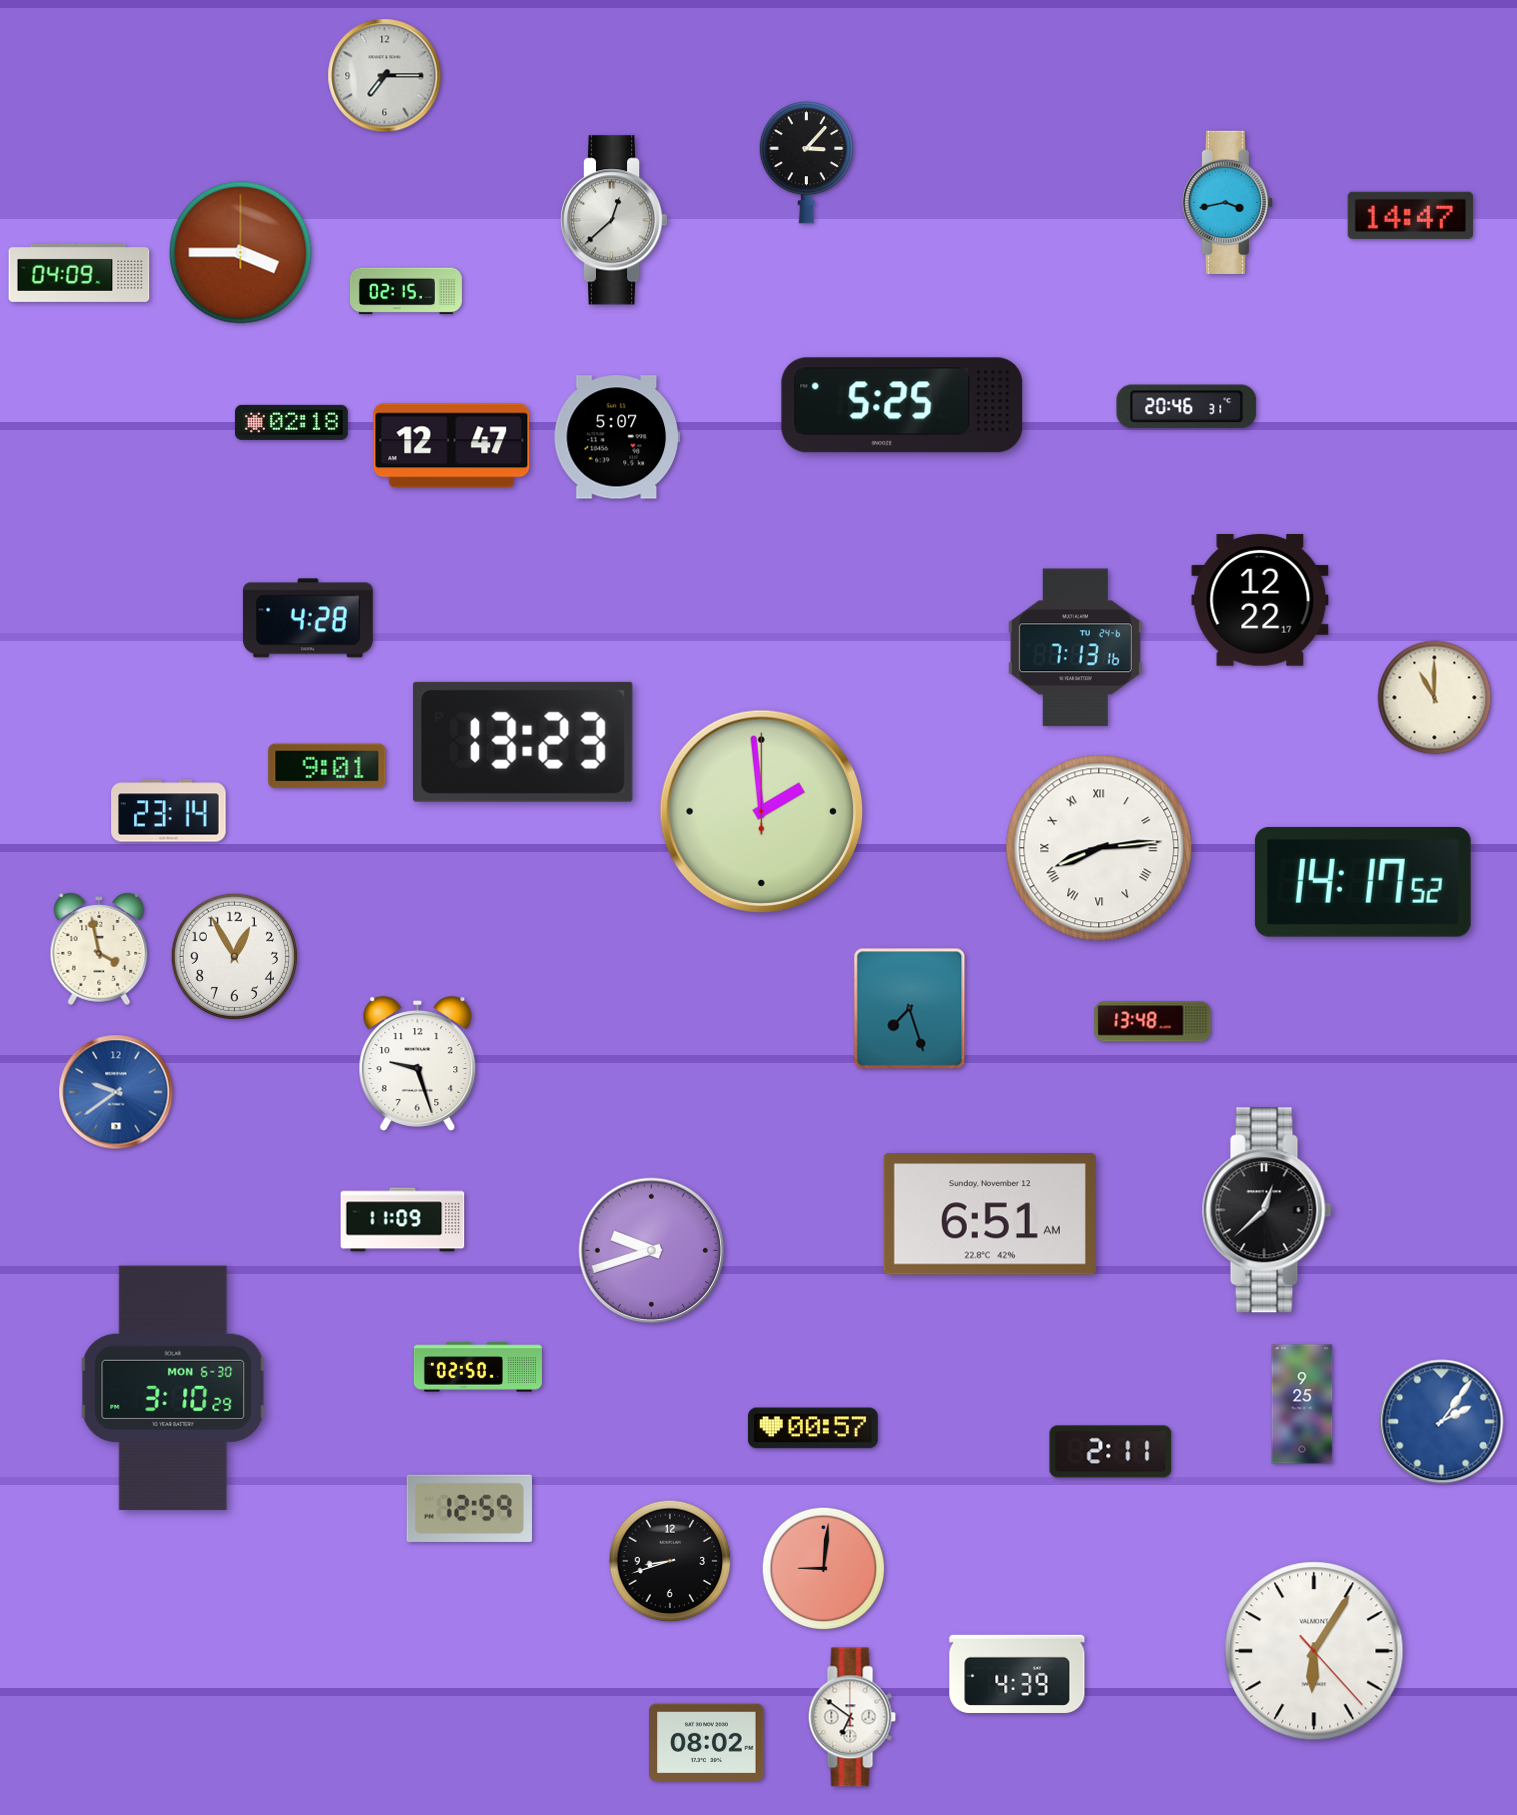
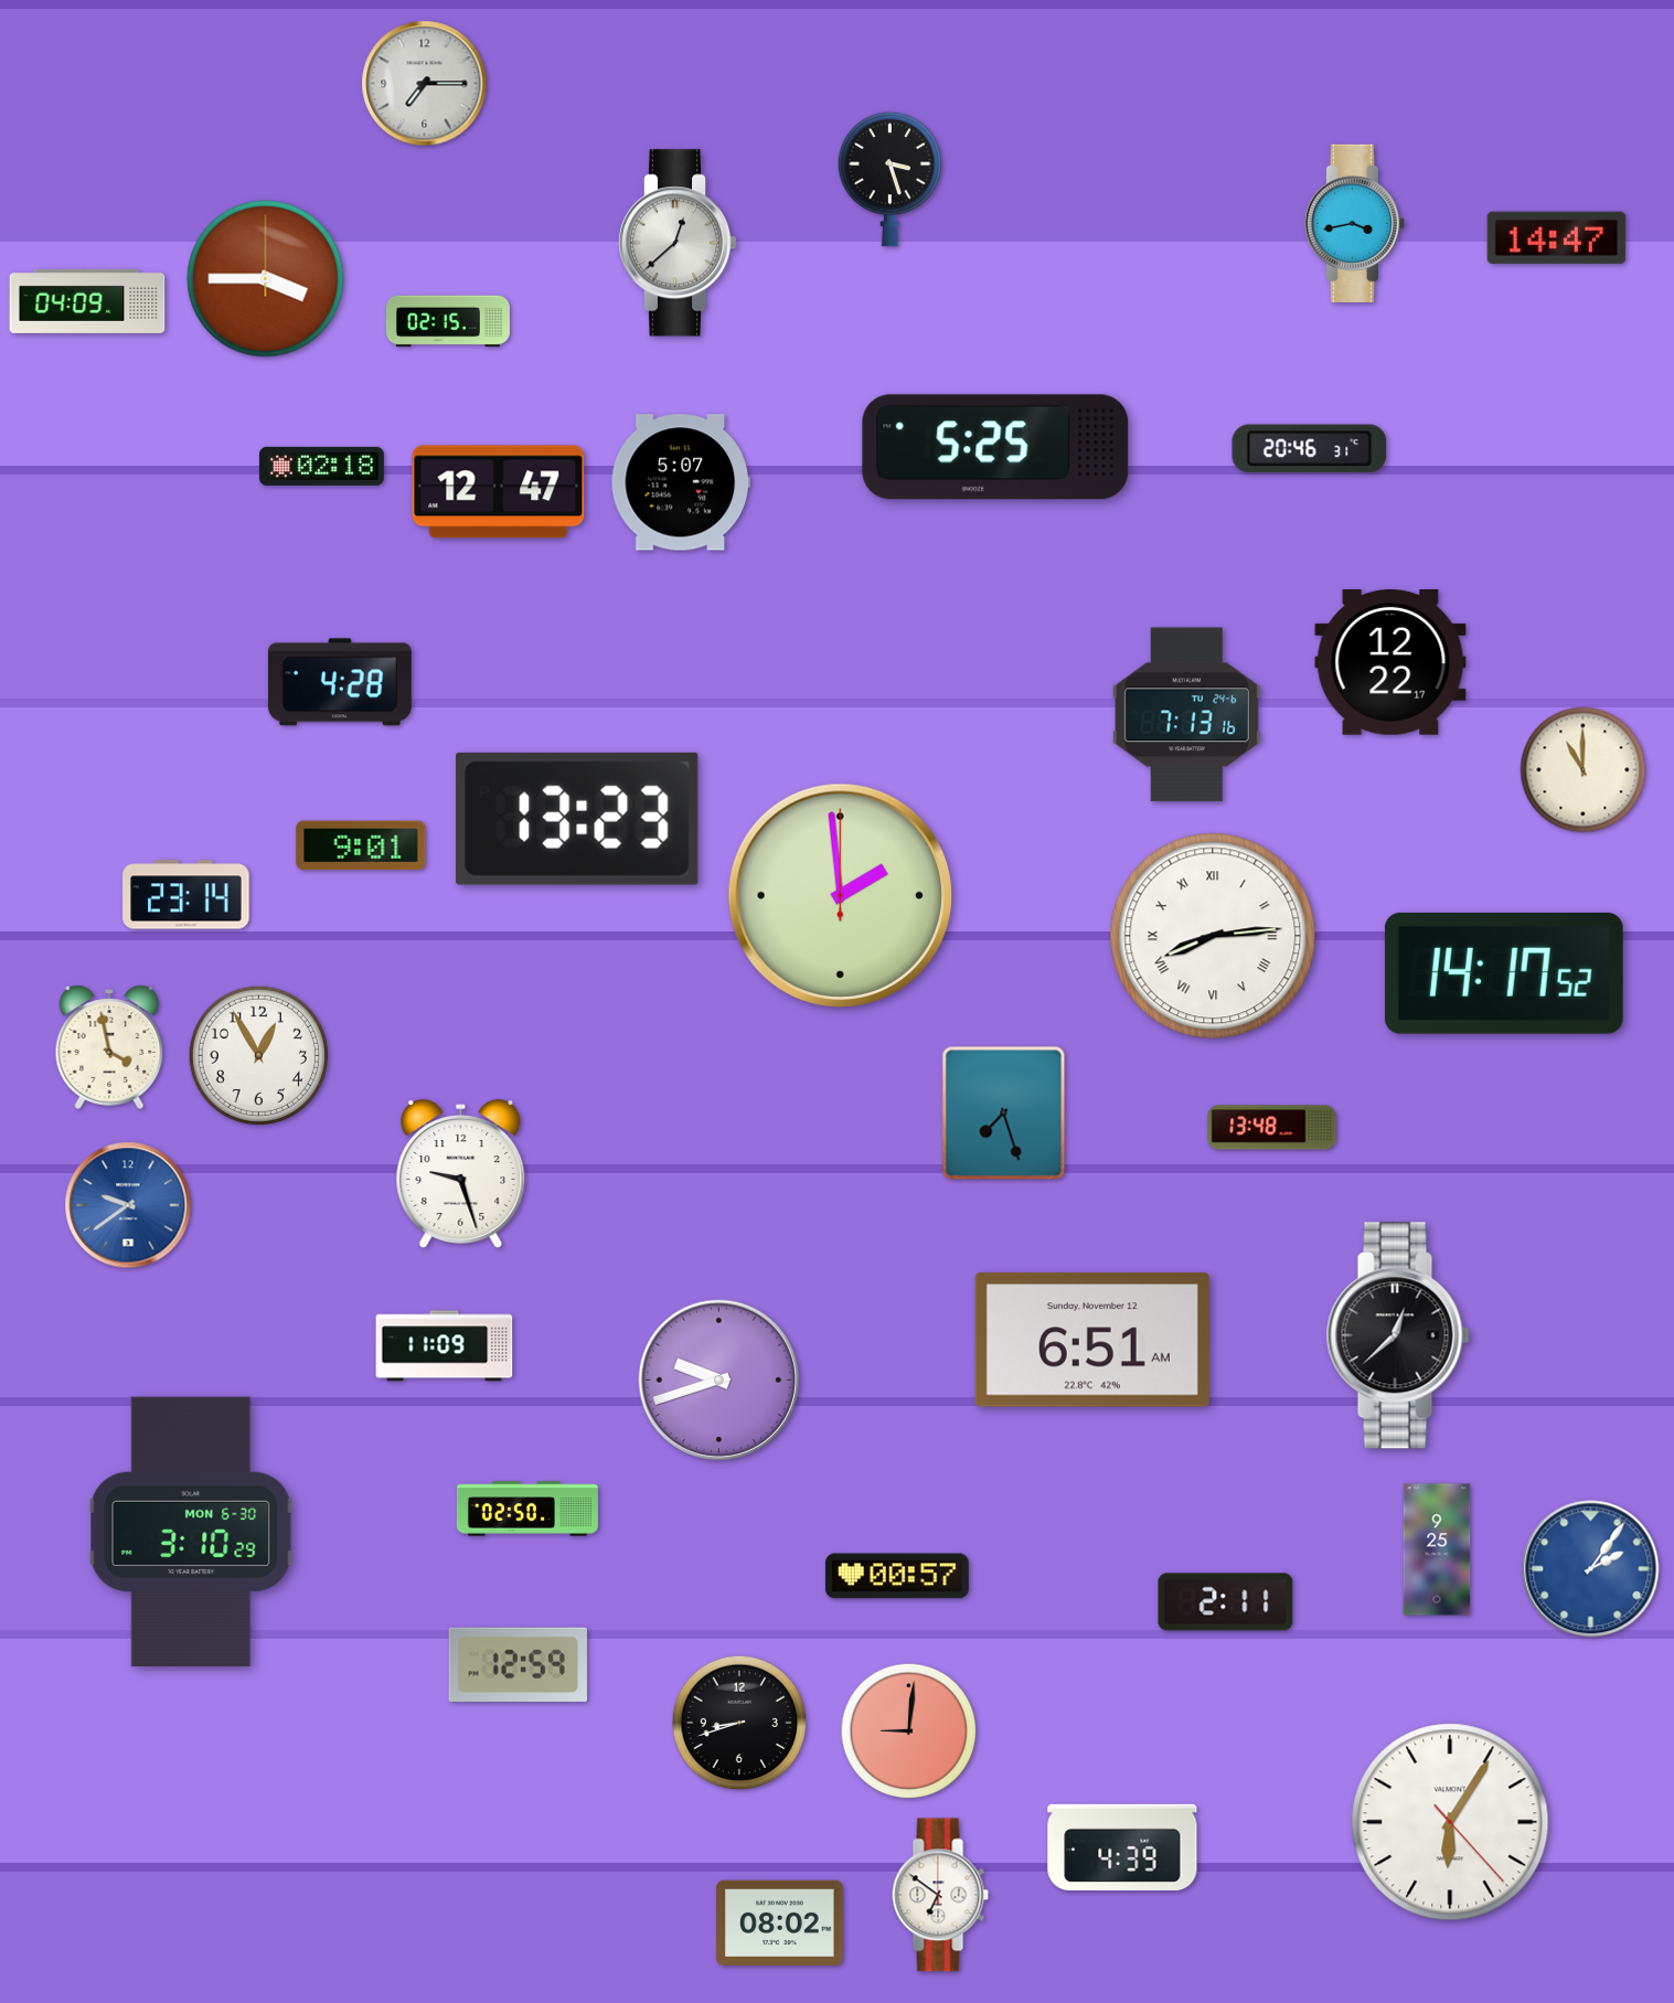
clock at (806, 162): 3:07 -> 3:27
